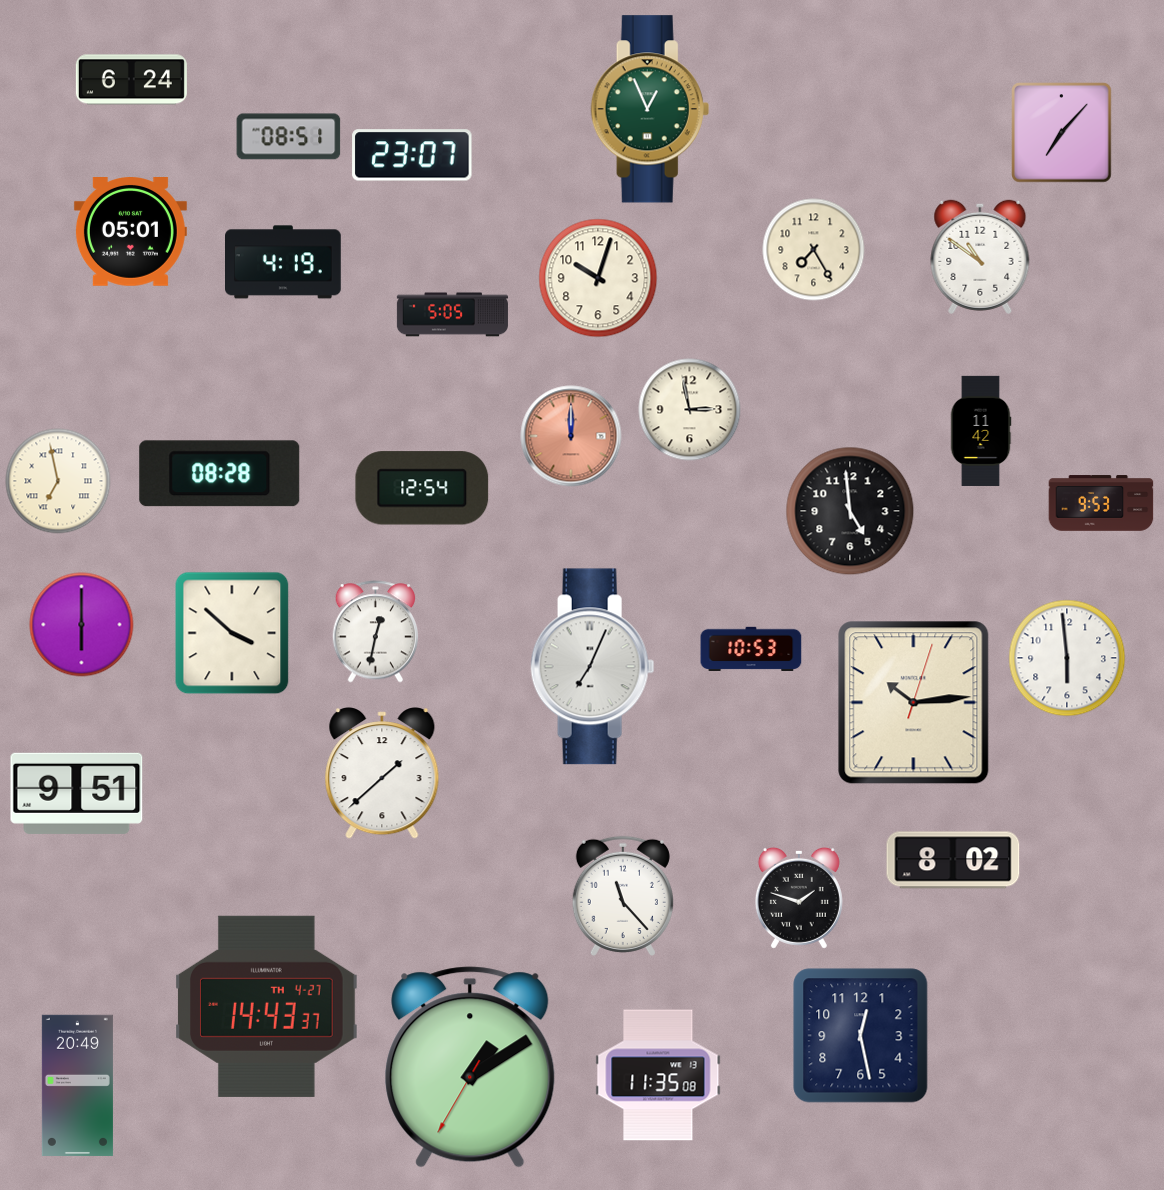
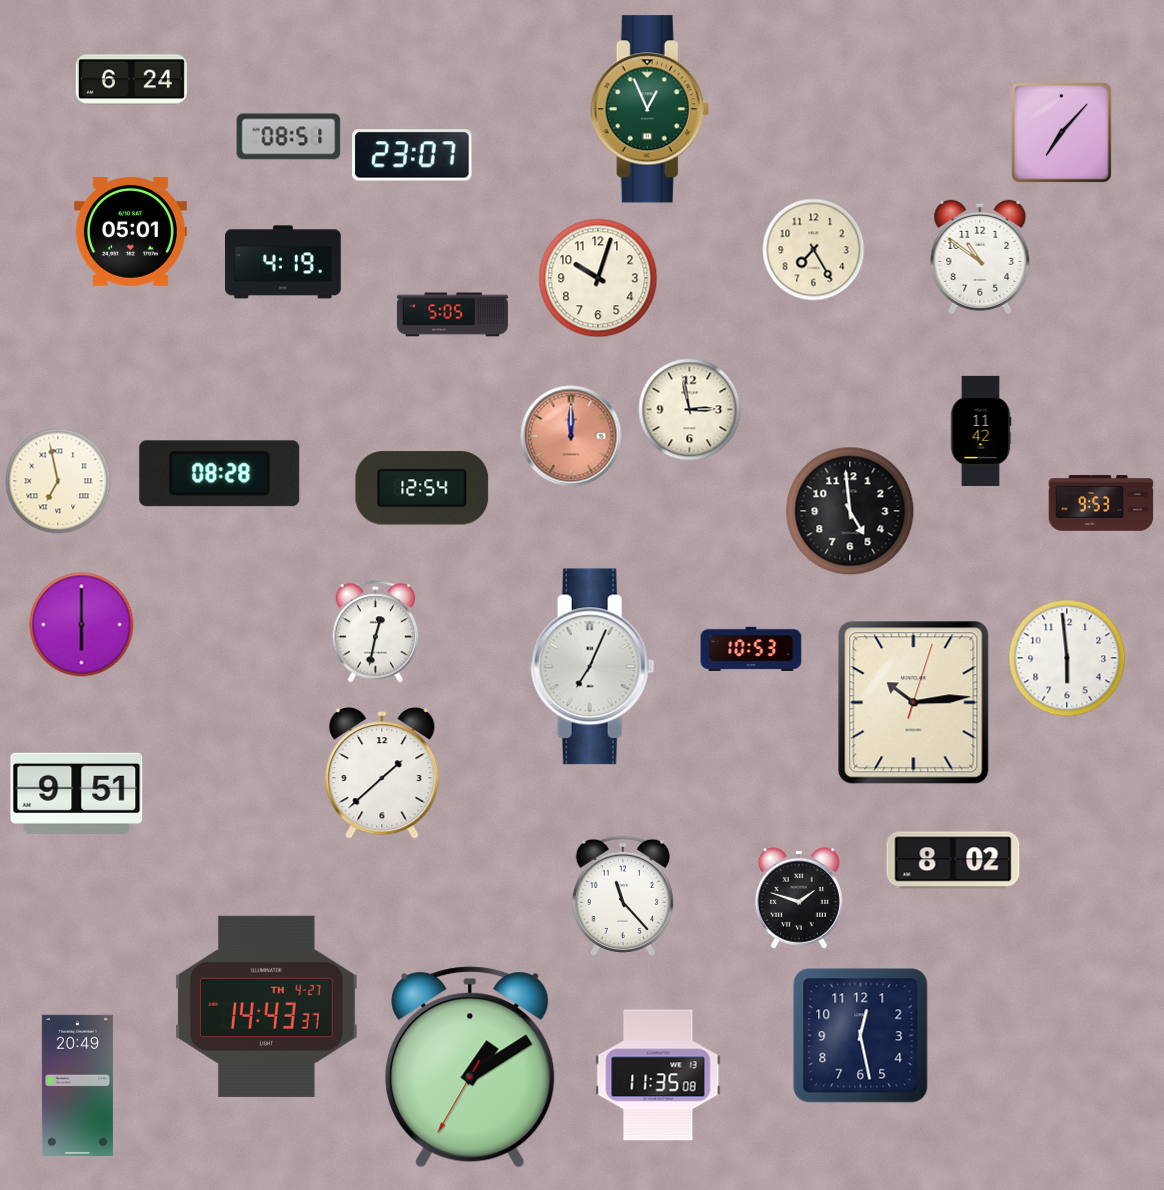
clock at (232, 633): 3:52 -> none
